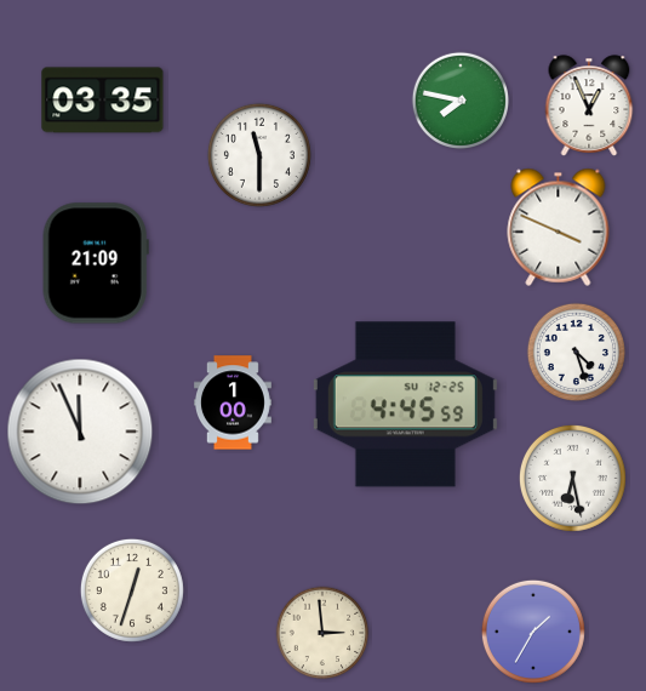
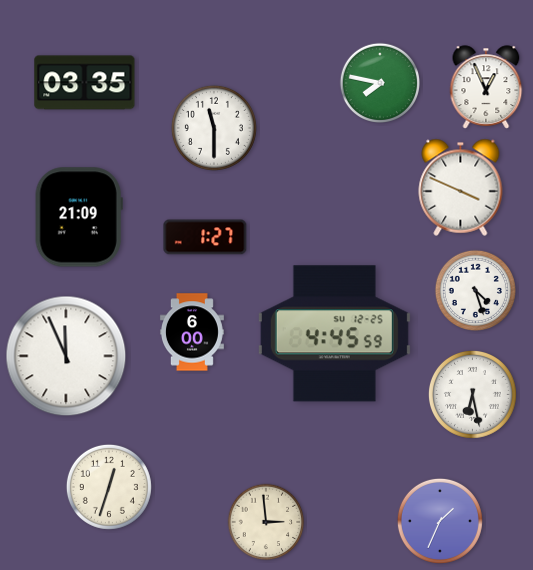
clock at (205, 237): none -> 1:27
clock at (233, 402): 1:00 -> 6:00
clock at (533, 632): 1:35 -> 1:34
